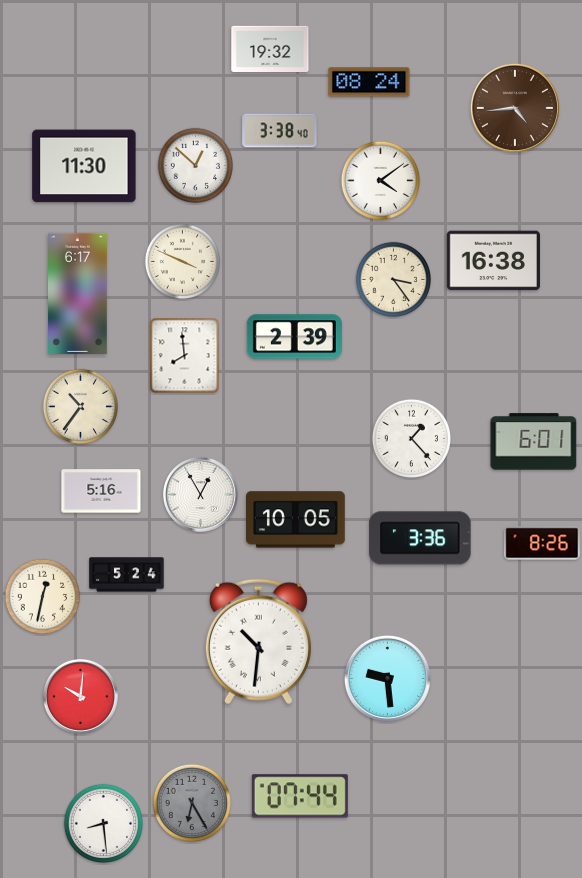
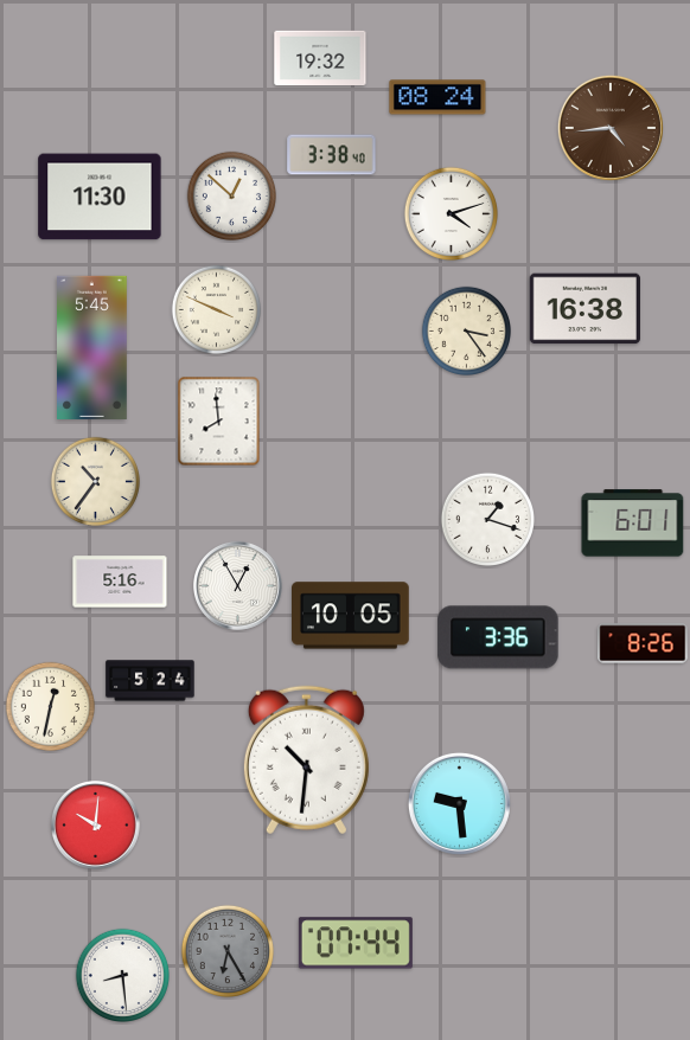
clock at (380, 180): 4:09 -> 4:12
clock at (78, 293): 6:17 -> 5:45
clock at (294, 337): 2:39 -> none
clock at (411, 438): 1:23 -> 1:18
